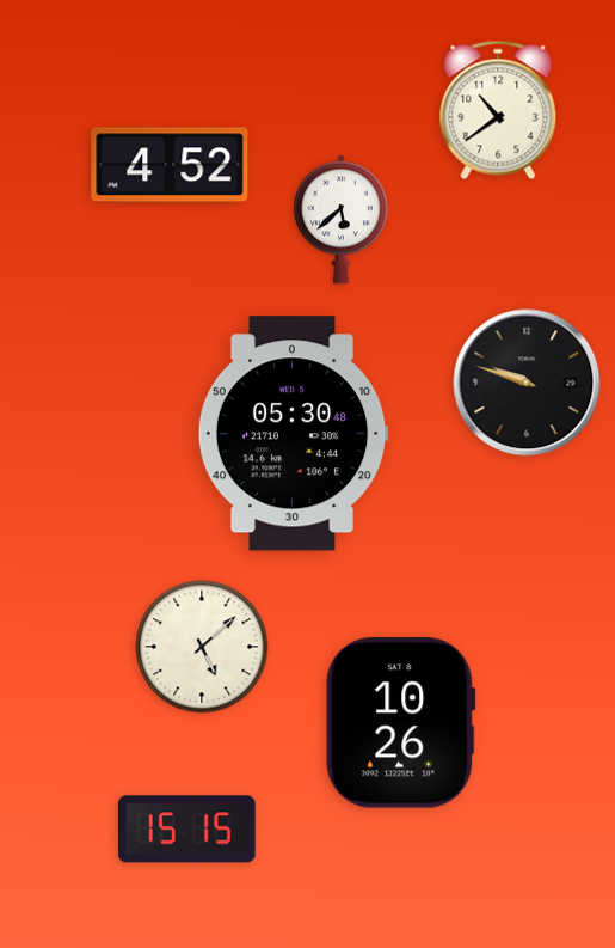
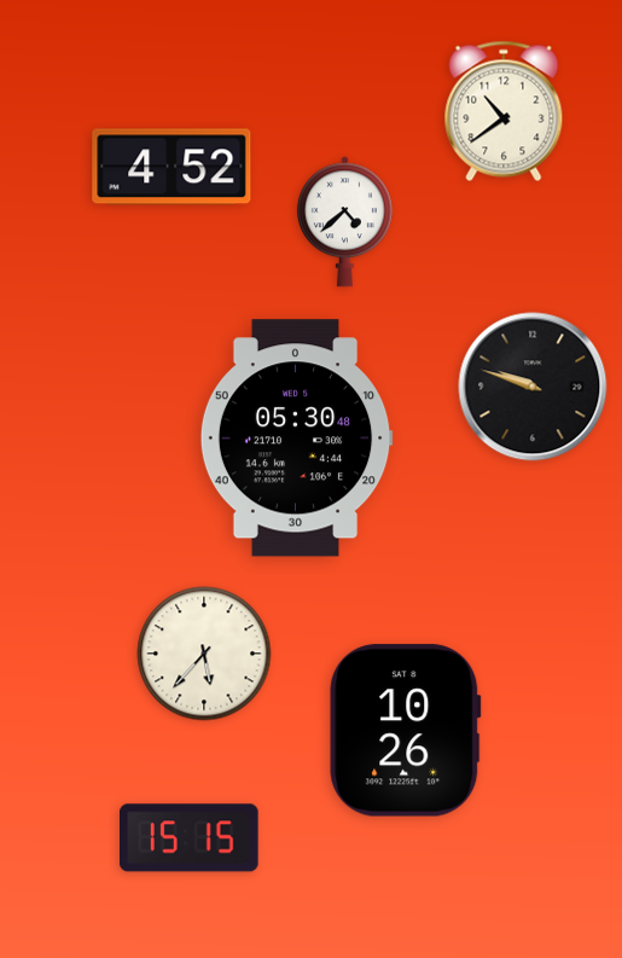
clock at (340, 220): 5:38 -> 4:38
clock at (202, 647): 5:08 -> 5:37
